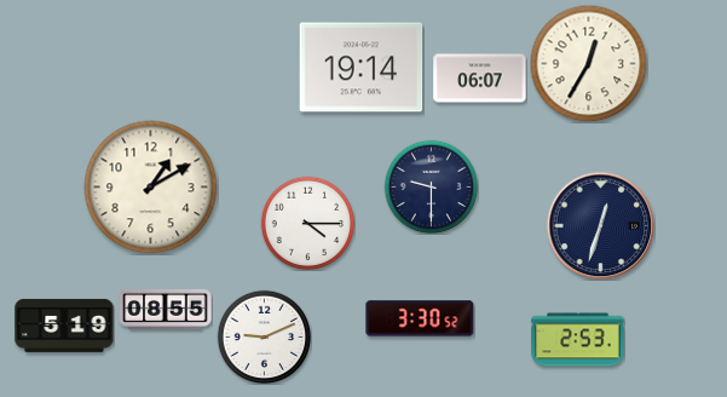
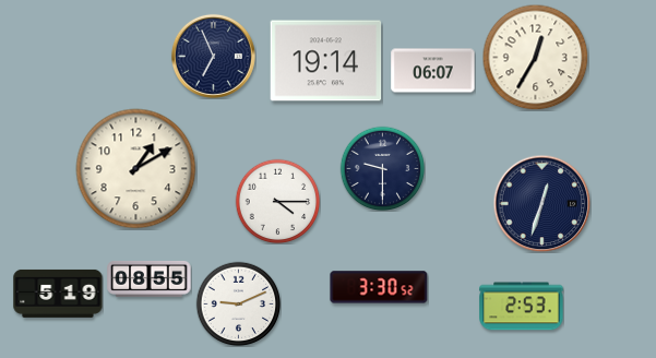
clock at (213, 56): none -> 6:56
clock at (588, 63) position: (588, 63) -> (535, 57)
clock at (431, 186) position: (431, 186) -> (382, 168)
